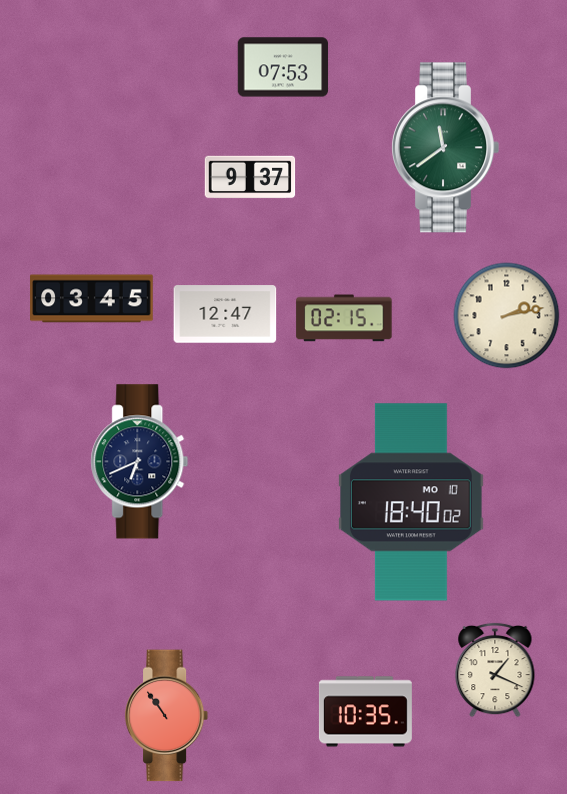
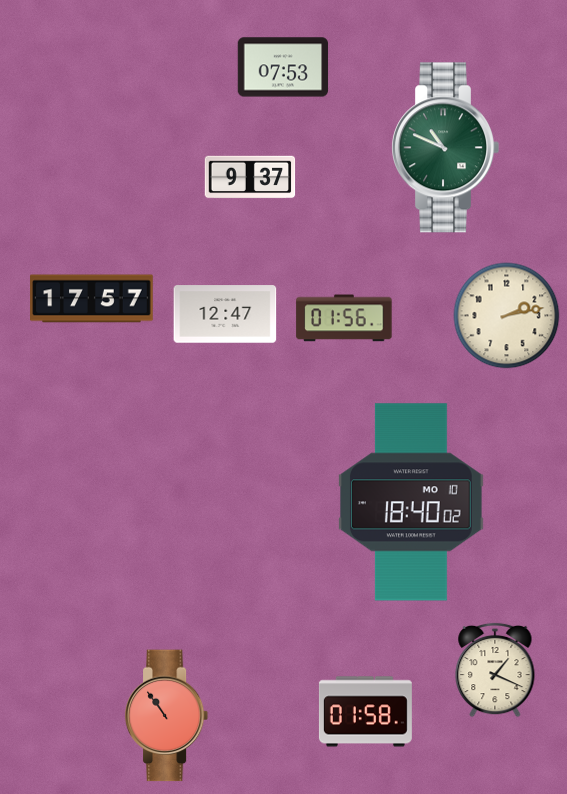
clock at (446, 148): 11:39 -> 10:49
clock at (92, 299): 03:45 -> 17:57
clock at (344, 318): 02:15 -> 01:56
clock at (140, 462): 6:41 -> none
clock at (365, 712): 10:35 -> 01:58
